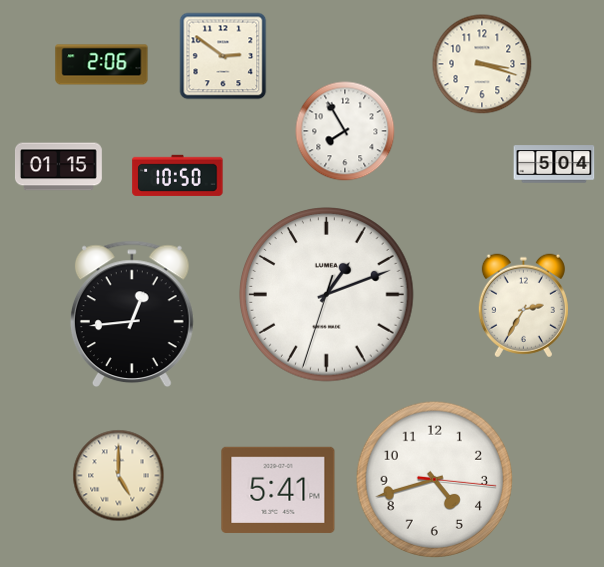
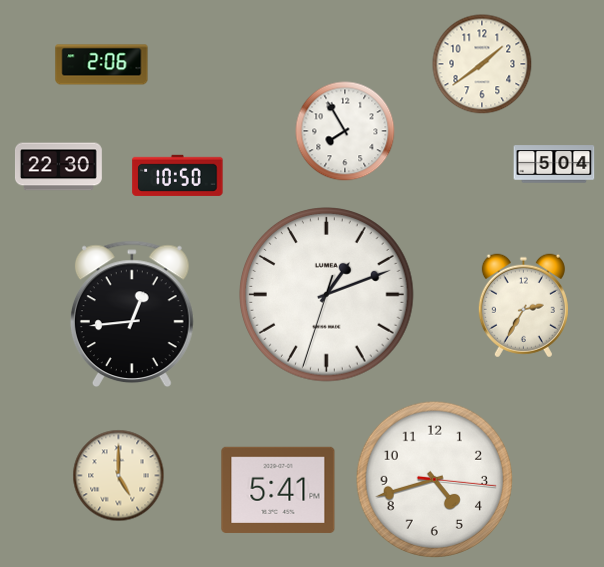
clock at (223, 56): 2:51 -> none
clock at (482, 64): 3:18 -> 1:39
clock at (58, 167): 01:15 -> 22:30
